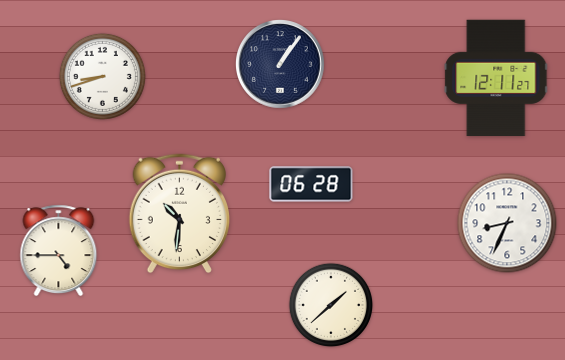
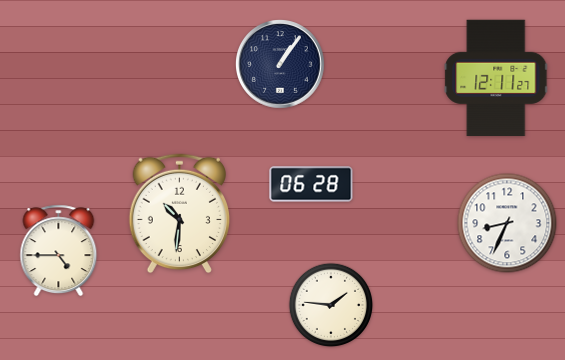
clock at (102, 76): 8:42 -> none
clock at (331, 305): 1:38 -> 1:46
